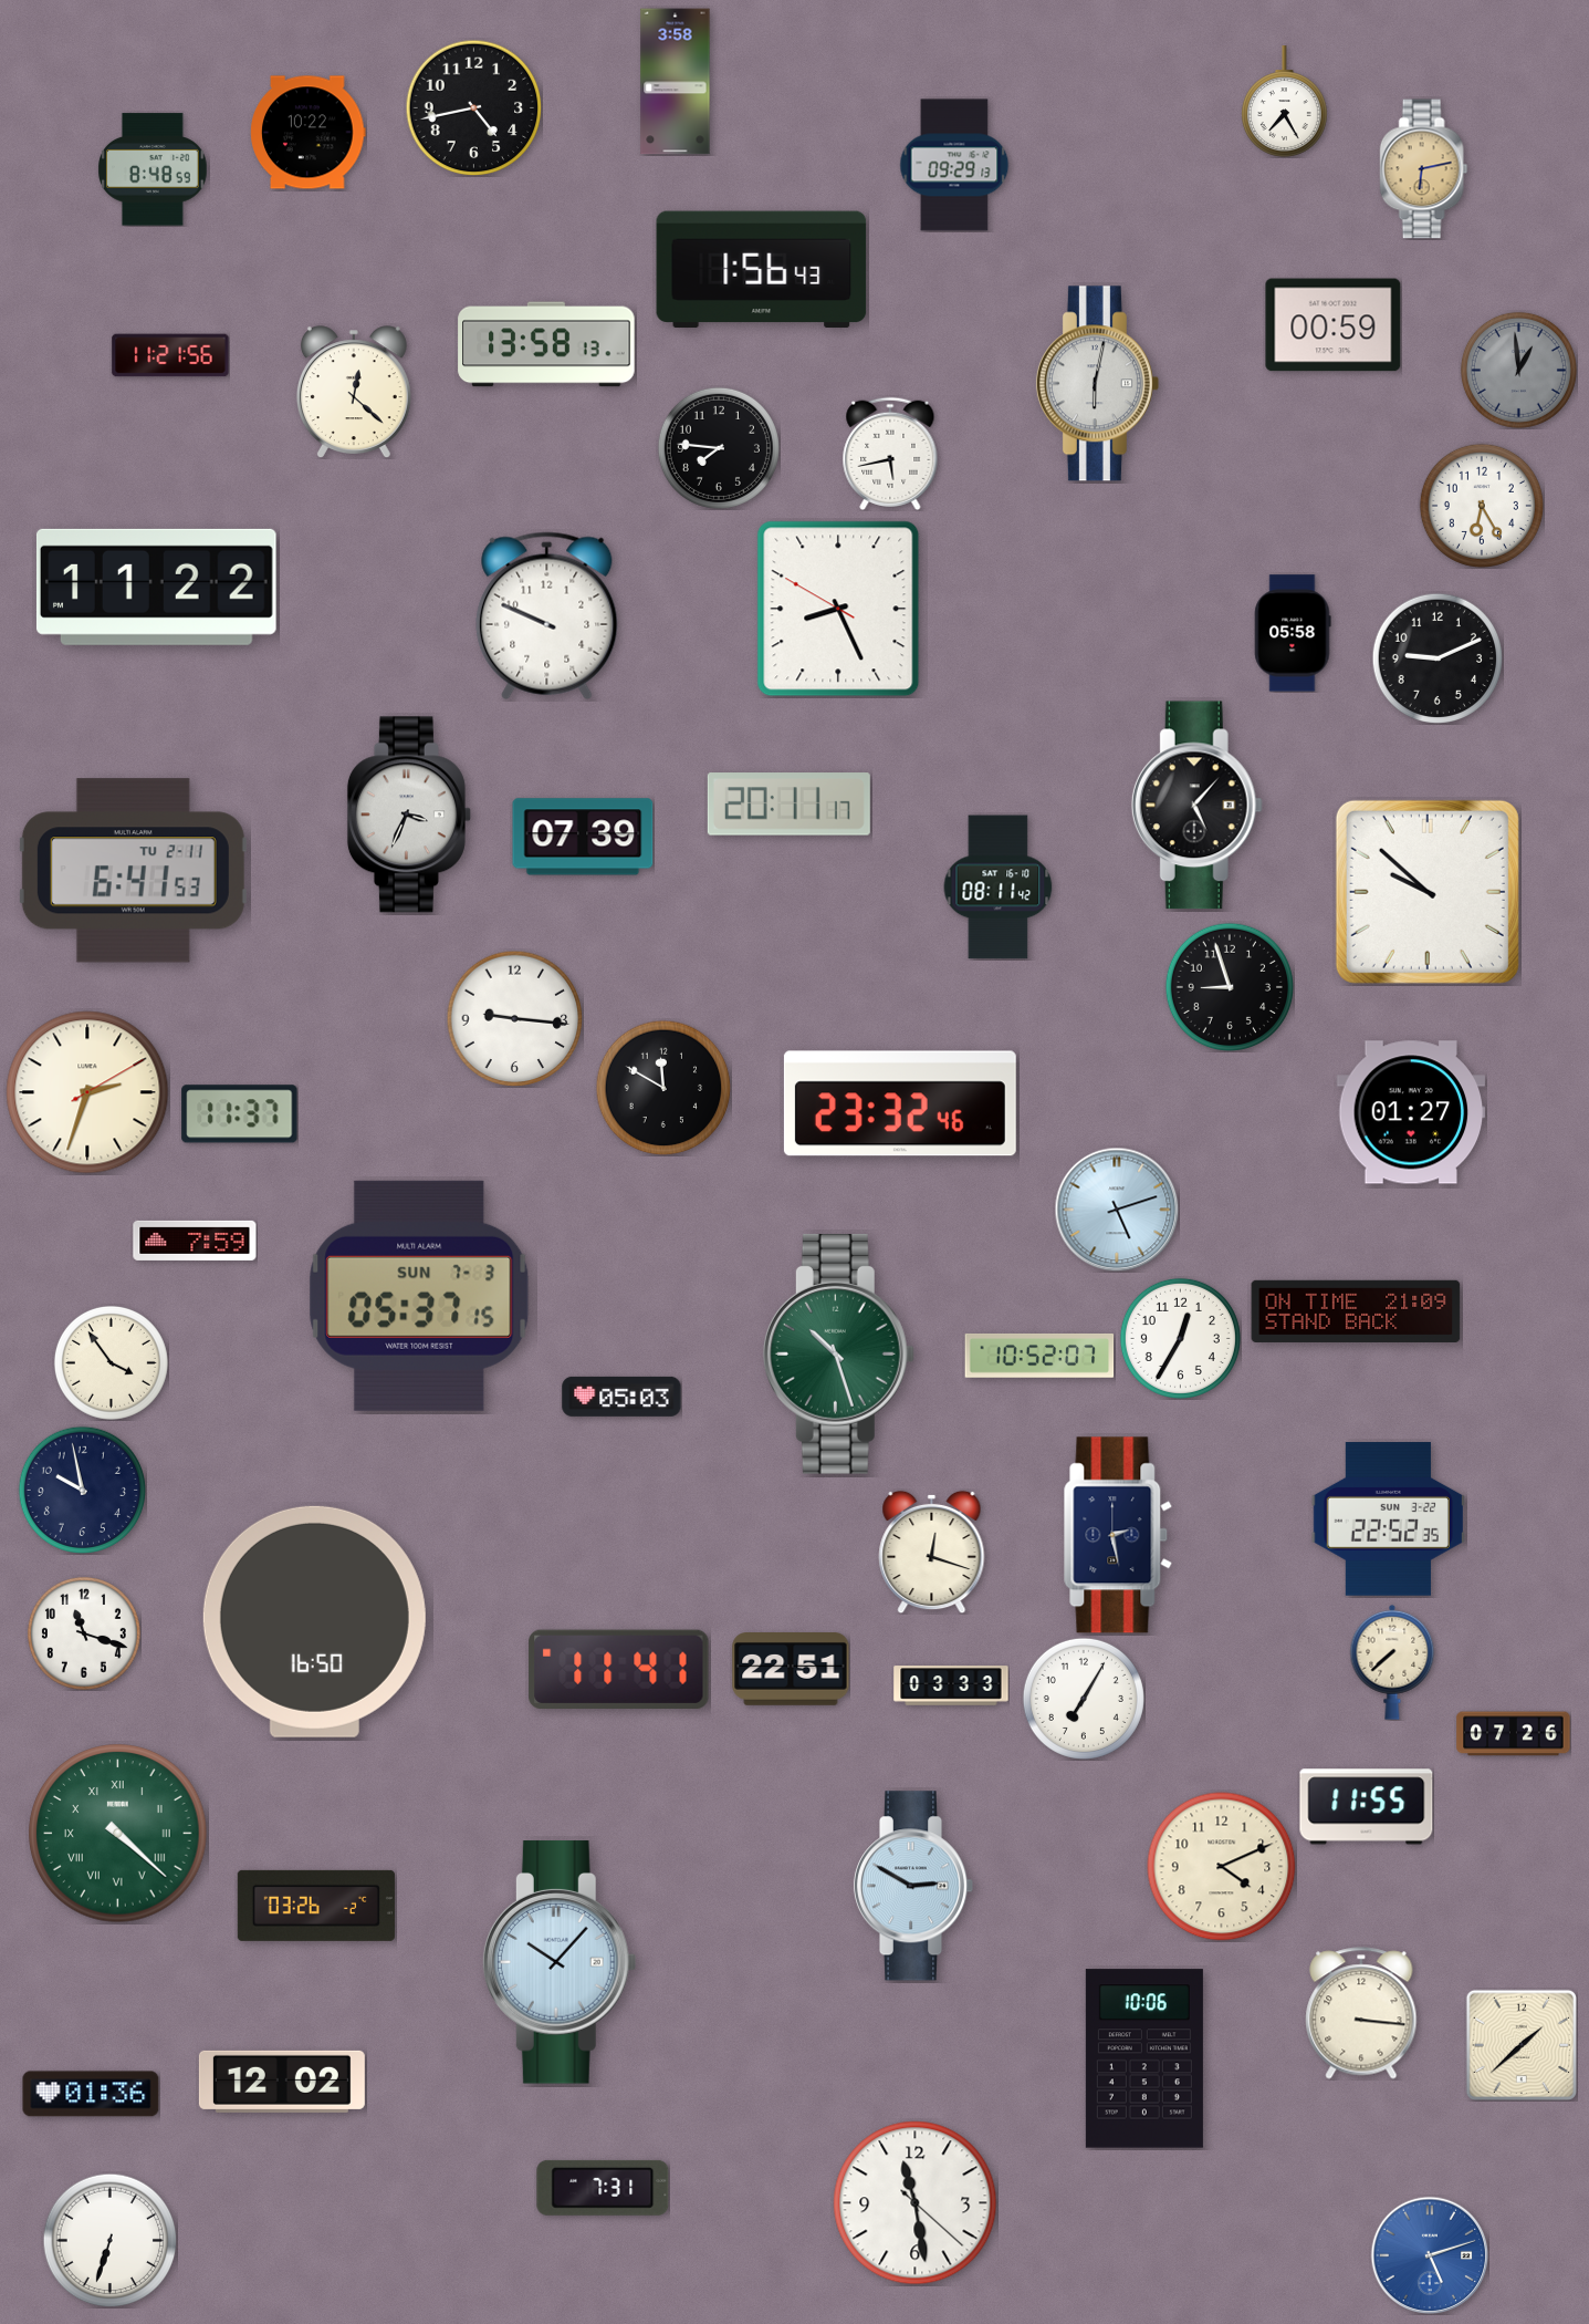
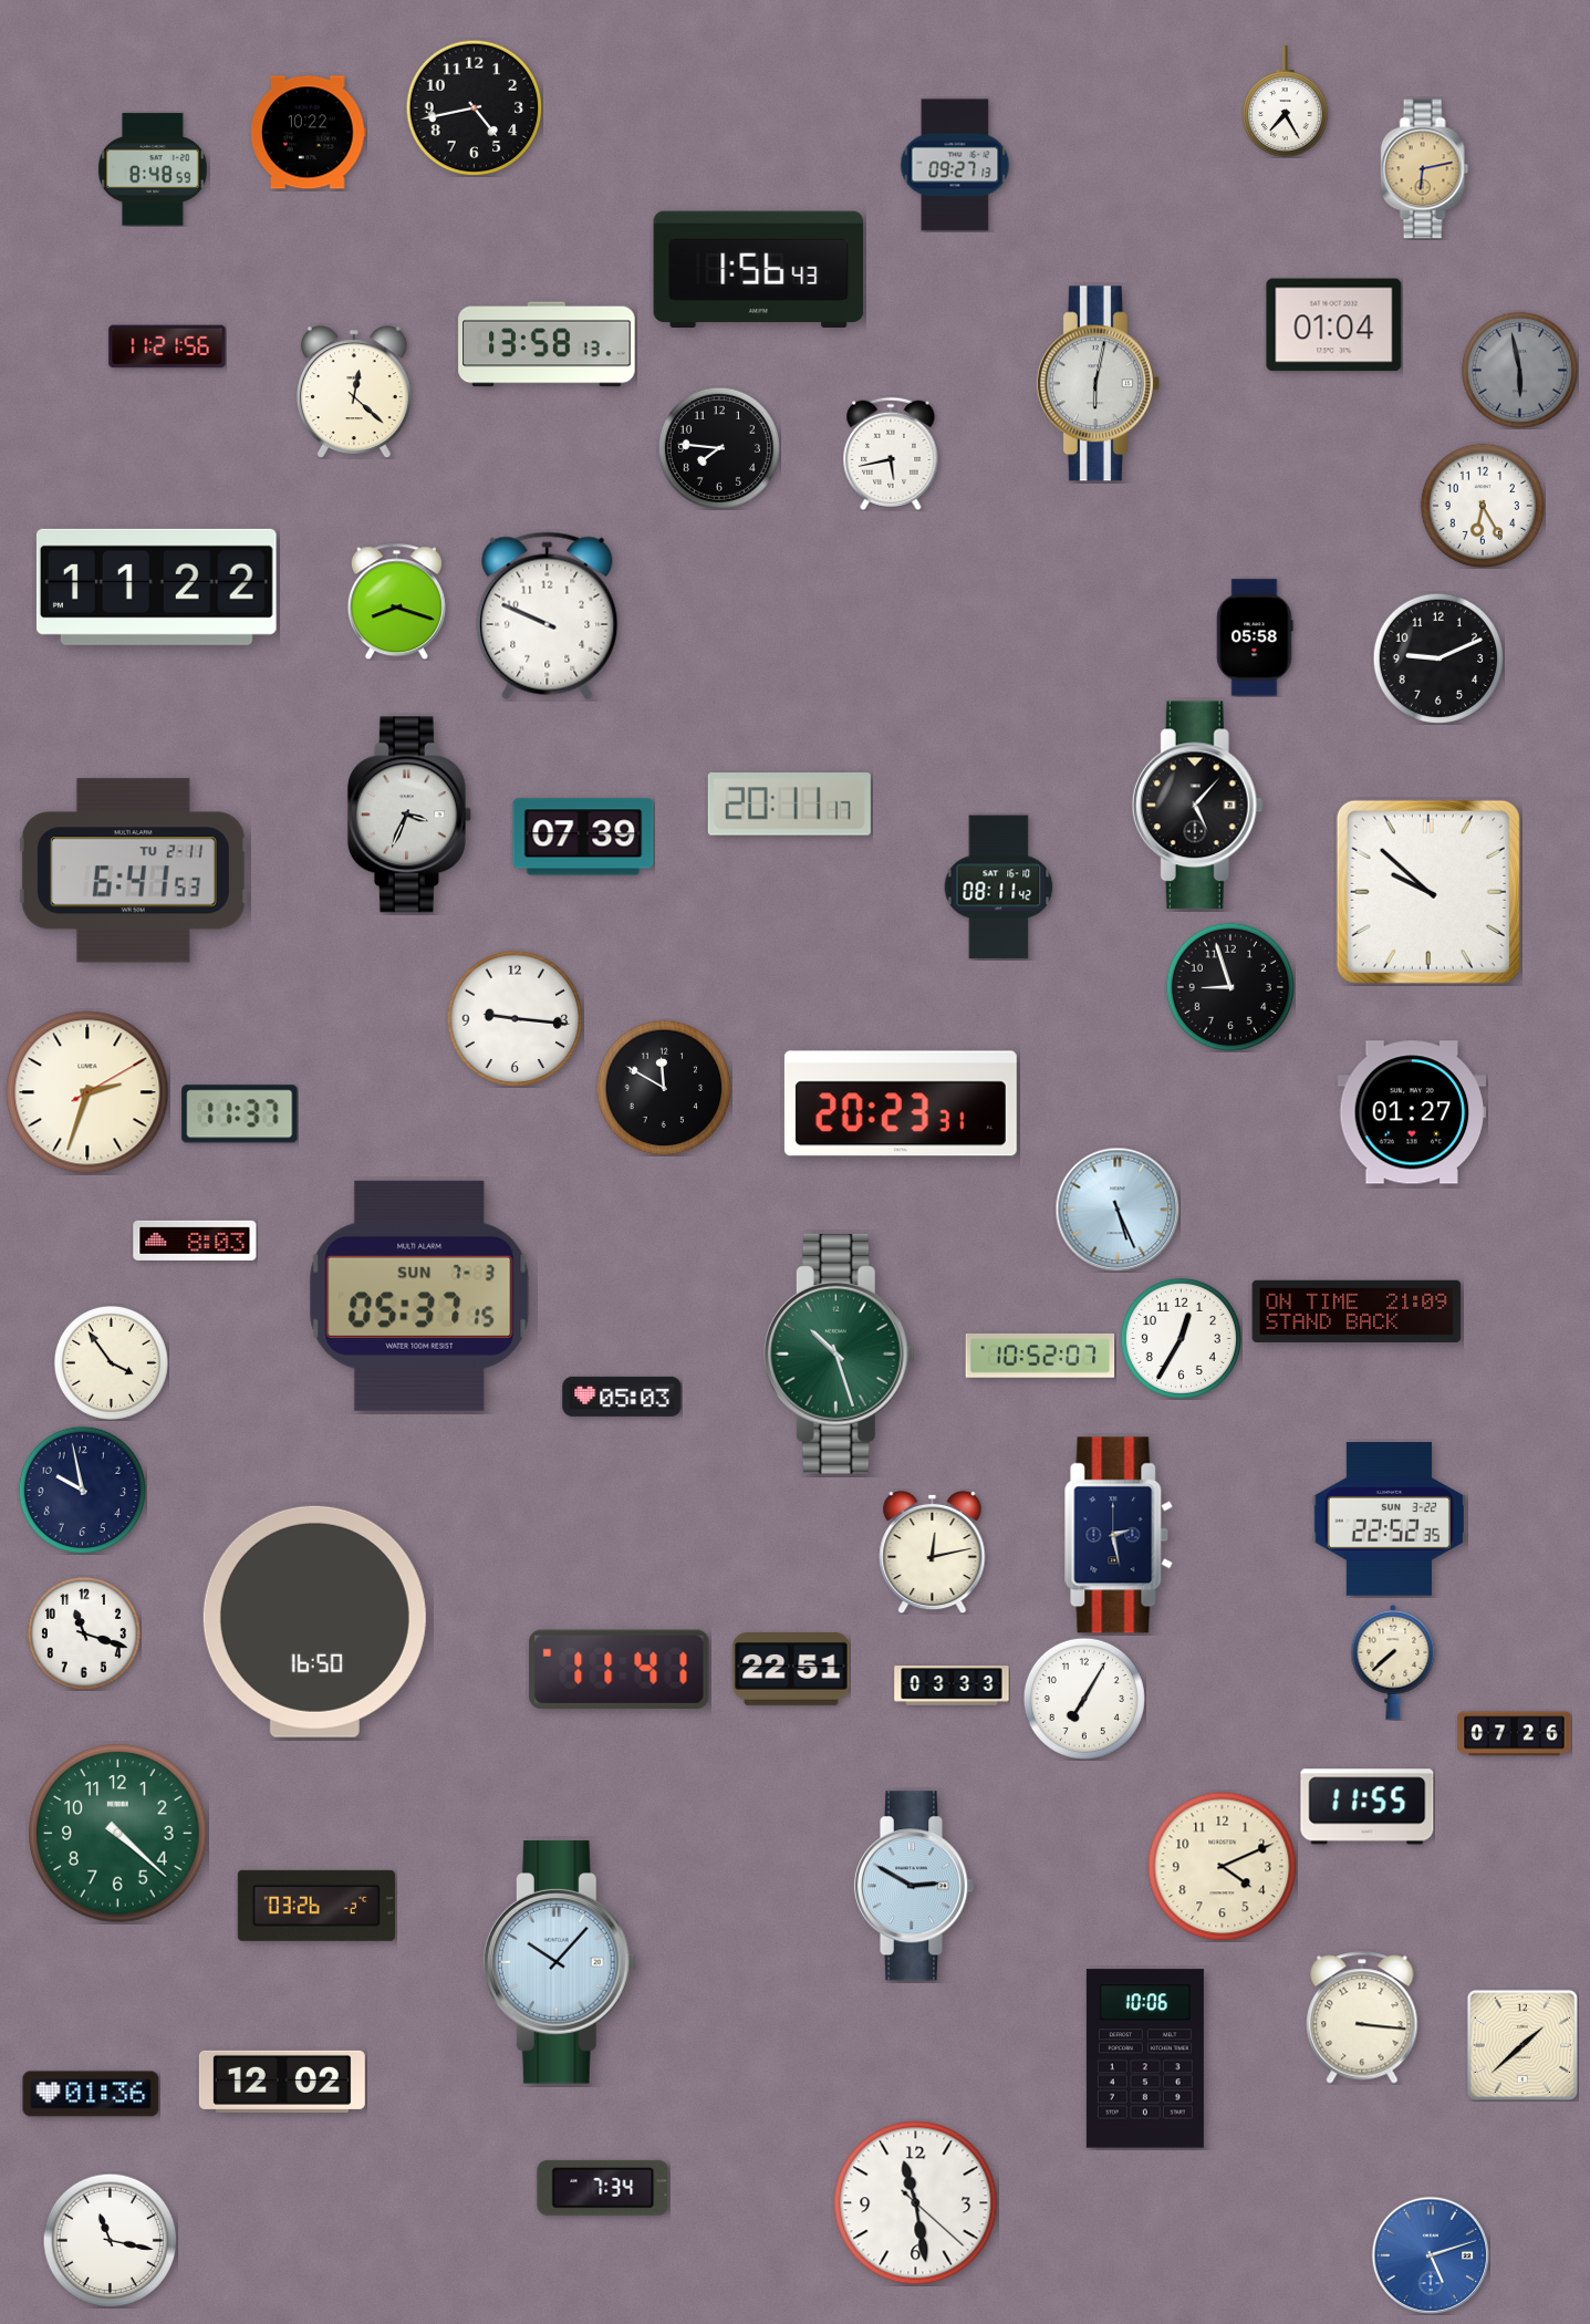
clock at (676, 82): 3:58 -> none
clock at (954, 165): 09:29 -> 09:27
clock at (762, 270) position: (762, 270) -> (759, 270)
clock at (1334, 325): 00:59 -> 01:04
clock at (170, 355) position: (170, 355) -> (167, 346)
clock at (1518, 370): 12:59 -> 5:58
clock at (396, 601): none -> 8:18
clock at (838, 609): 8:25 -> none
clock at (1293, 633) position: (1293, 633) -> (1255, 637)
clock at (900, 1103): 23:32 -> 20:23
clock at (1117, 1210): 5:12 -> 5:26
clock at (195, 1241): 7:59 -> 8:03
clock at (932, 1552): 12:18 -> 12:13
clock at (118, 1834) numerals: Roman -> Arabic
clock at (1361, 2013) position: (1361, 2013) -> (1362, 2017)
clock at (603, 2188): 7:31 -> 7:34
clock at (109, 2240): 6:33 -> 11:17
